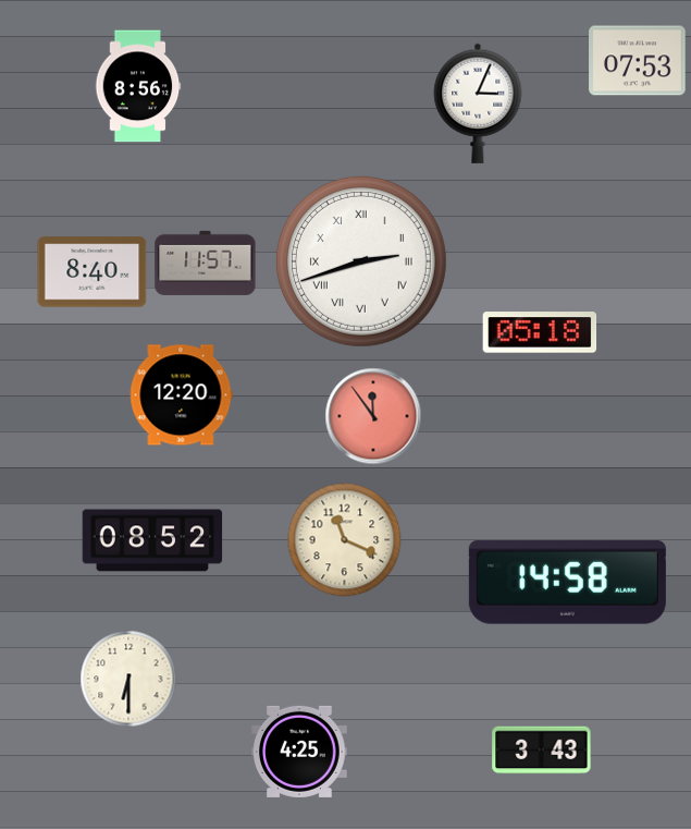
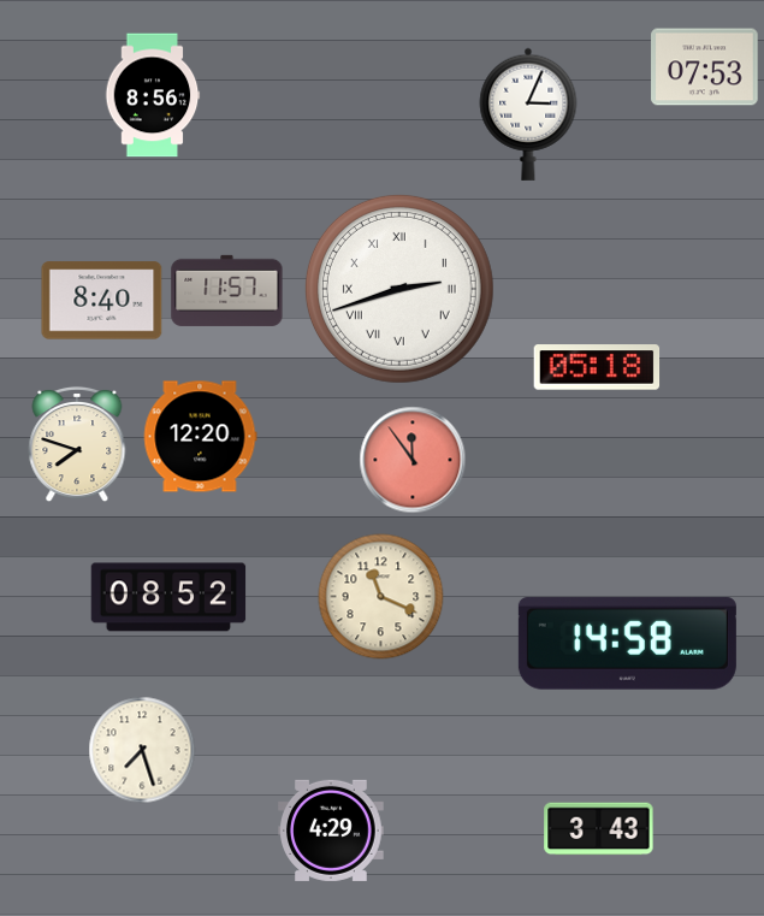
clock at (77, 444): none -> 7:48
clock at (128, 679): 6:30 -> 7:27
clock at (299, 752): 4:25 -> 4:29
